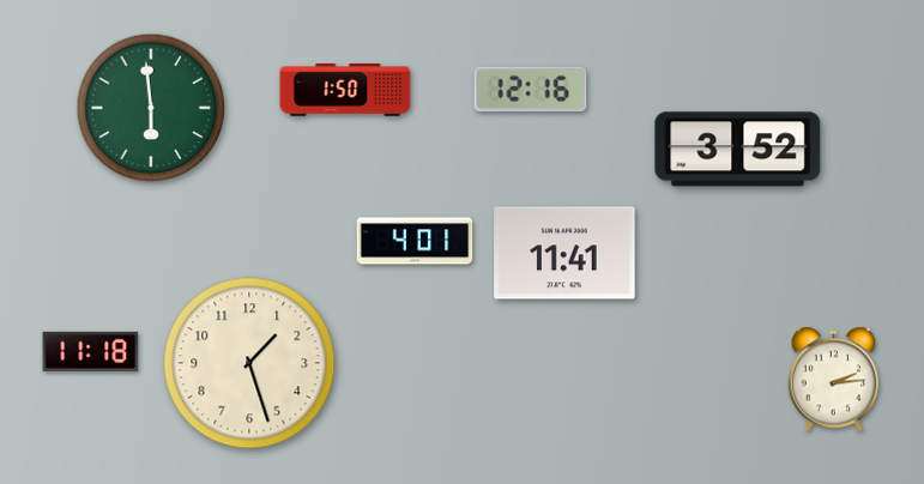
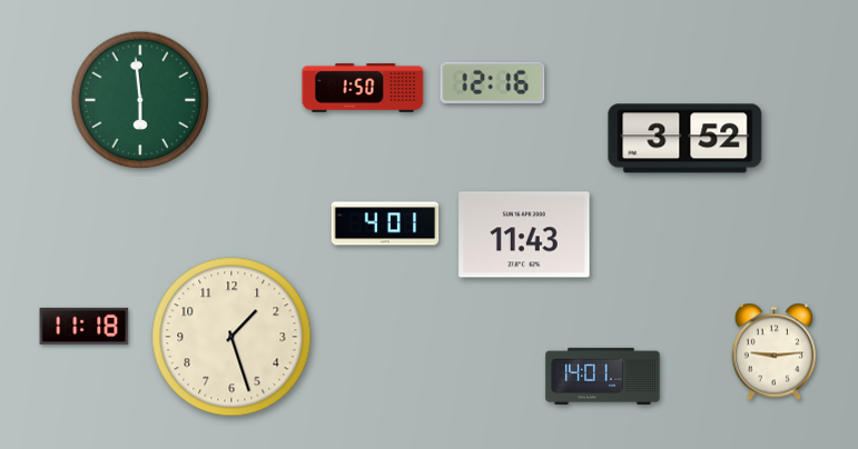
clock at (345, 90) position: (345, 90) -> (363, 88)
clock at (564, 253): 11:41 -> 11:43
clock at (834, 380): 2:14 -> 9:14
clock at (603, 376): none -> 14:01
